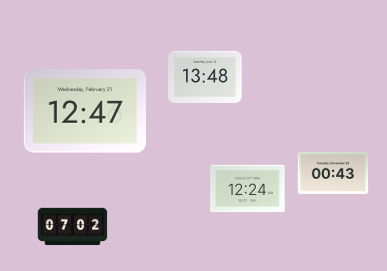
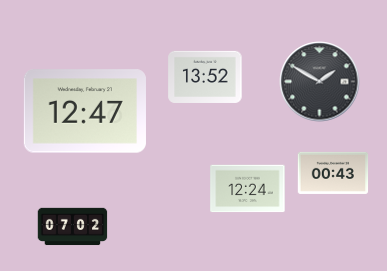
clock at (205, 77): 13:48 -> 13:52
clock at (320, 82): none -> 1:50
